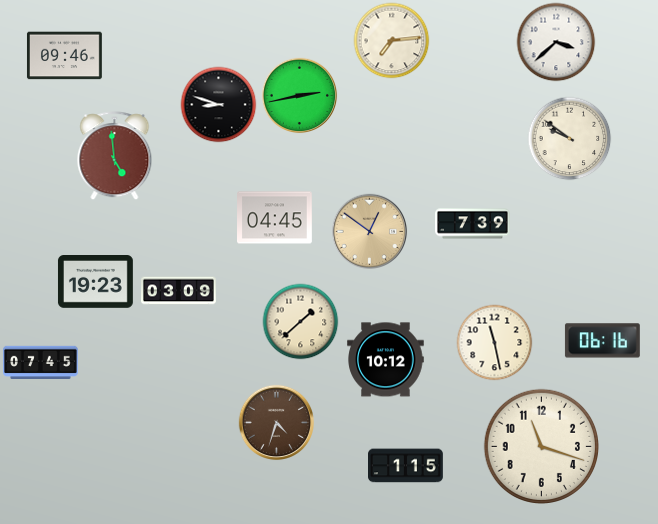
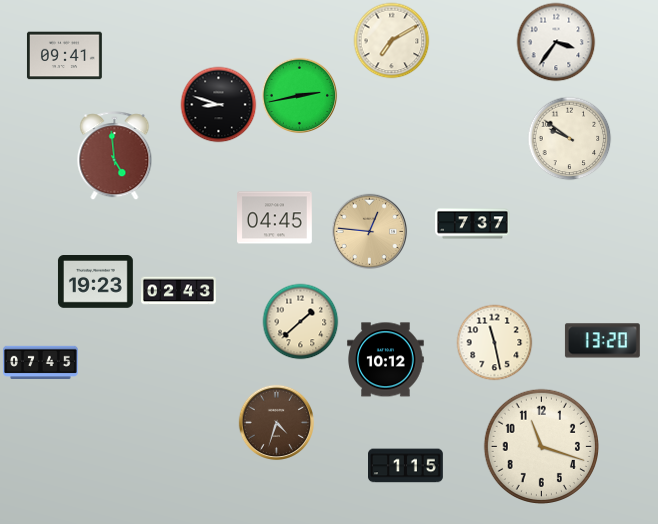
clock at (392, 41): 7:14 -> 7:10
clock at (556, 42): 3:38 -> 3:36
clock at (64, 56): 09:46 -> 09:41
clock at (473, 224): 7:39 -> 7:37
clock at (370, 232): 12:51 -> 12:46
clock at (179, 291): 03:09 -> 02:43
clock at (602, 341): 06:16 -> 13:20
